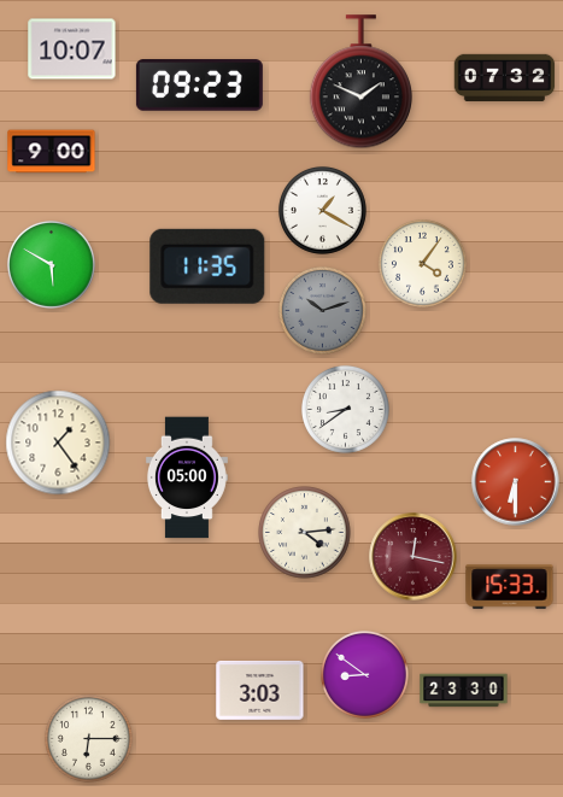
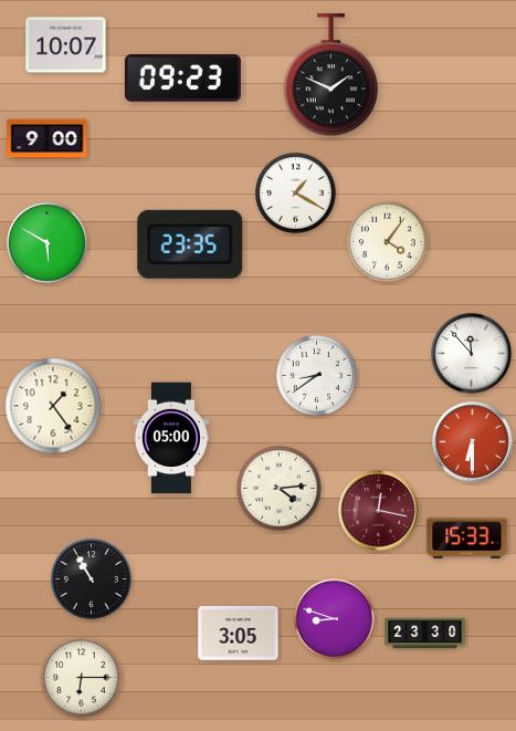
clock at (505, 77): 07:32 -> none
clock at (207, 266): 11:35 -> 23:35
clock at (322, 310): 10:12 -> none
clock at (472, 354): none -> 11:53
clock at (91, 578): none -> 10:55
clock at (364, 674): 8:51 -> 8:48
clock at (260, 690): 3:03 -> 3:05
